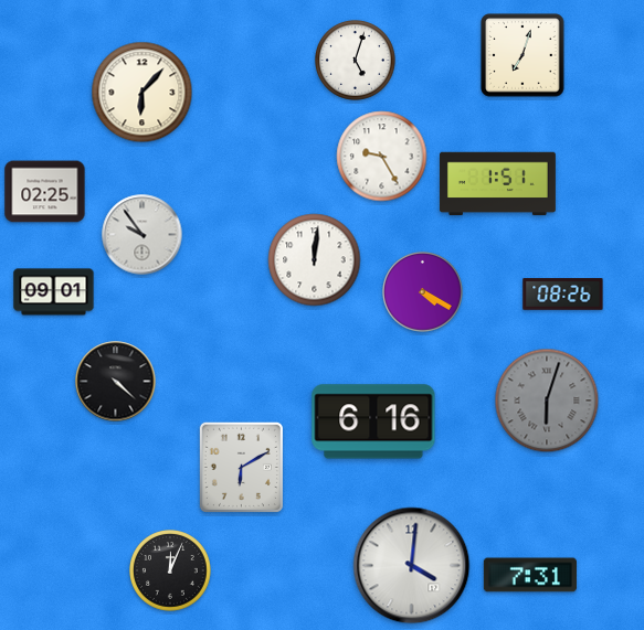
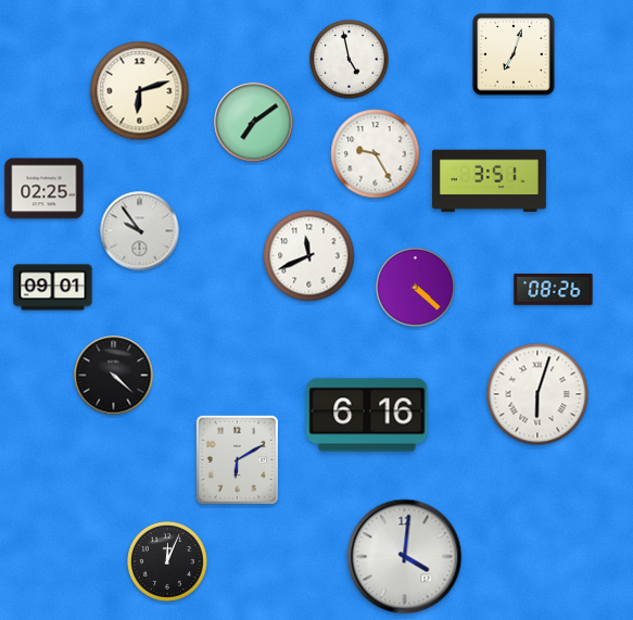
clock at (356, 61): 5:03 -> 4:58
clock at (142, 93): 6:07 -> 6:12
clock at (254, 123): none -> 7:09
clock at (497, 184): 1:51 -> 3:51
clock at (315, 260): 12:01 -> 11:41
clock at (423, 292): 4:20 -> 4:22
clock at (547, 401) dial: grey -> white
clock at (530, 575): 7:31 -> none
